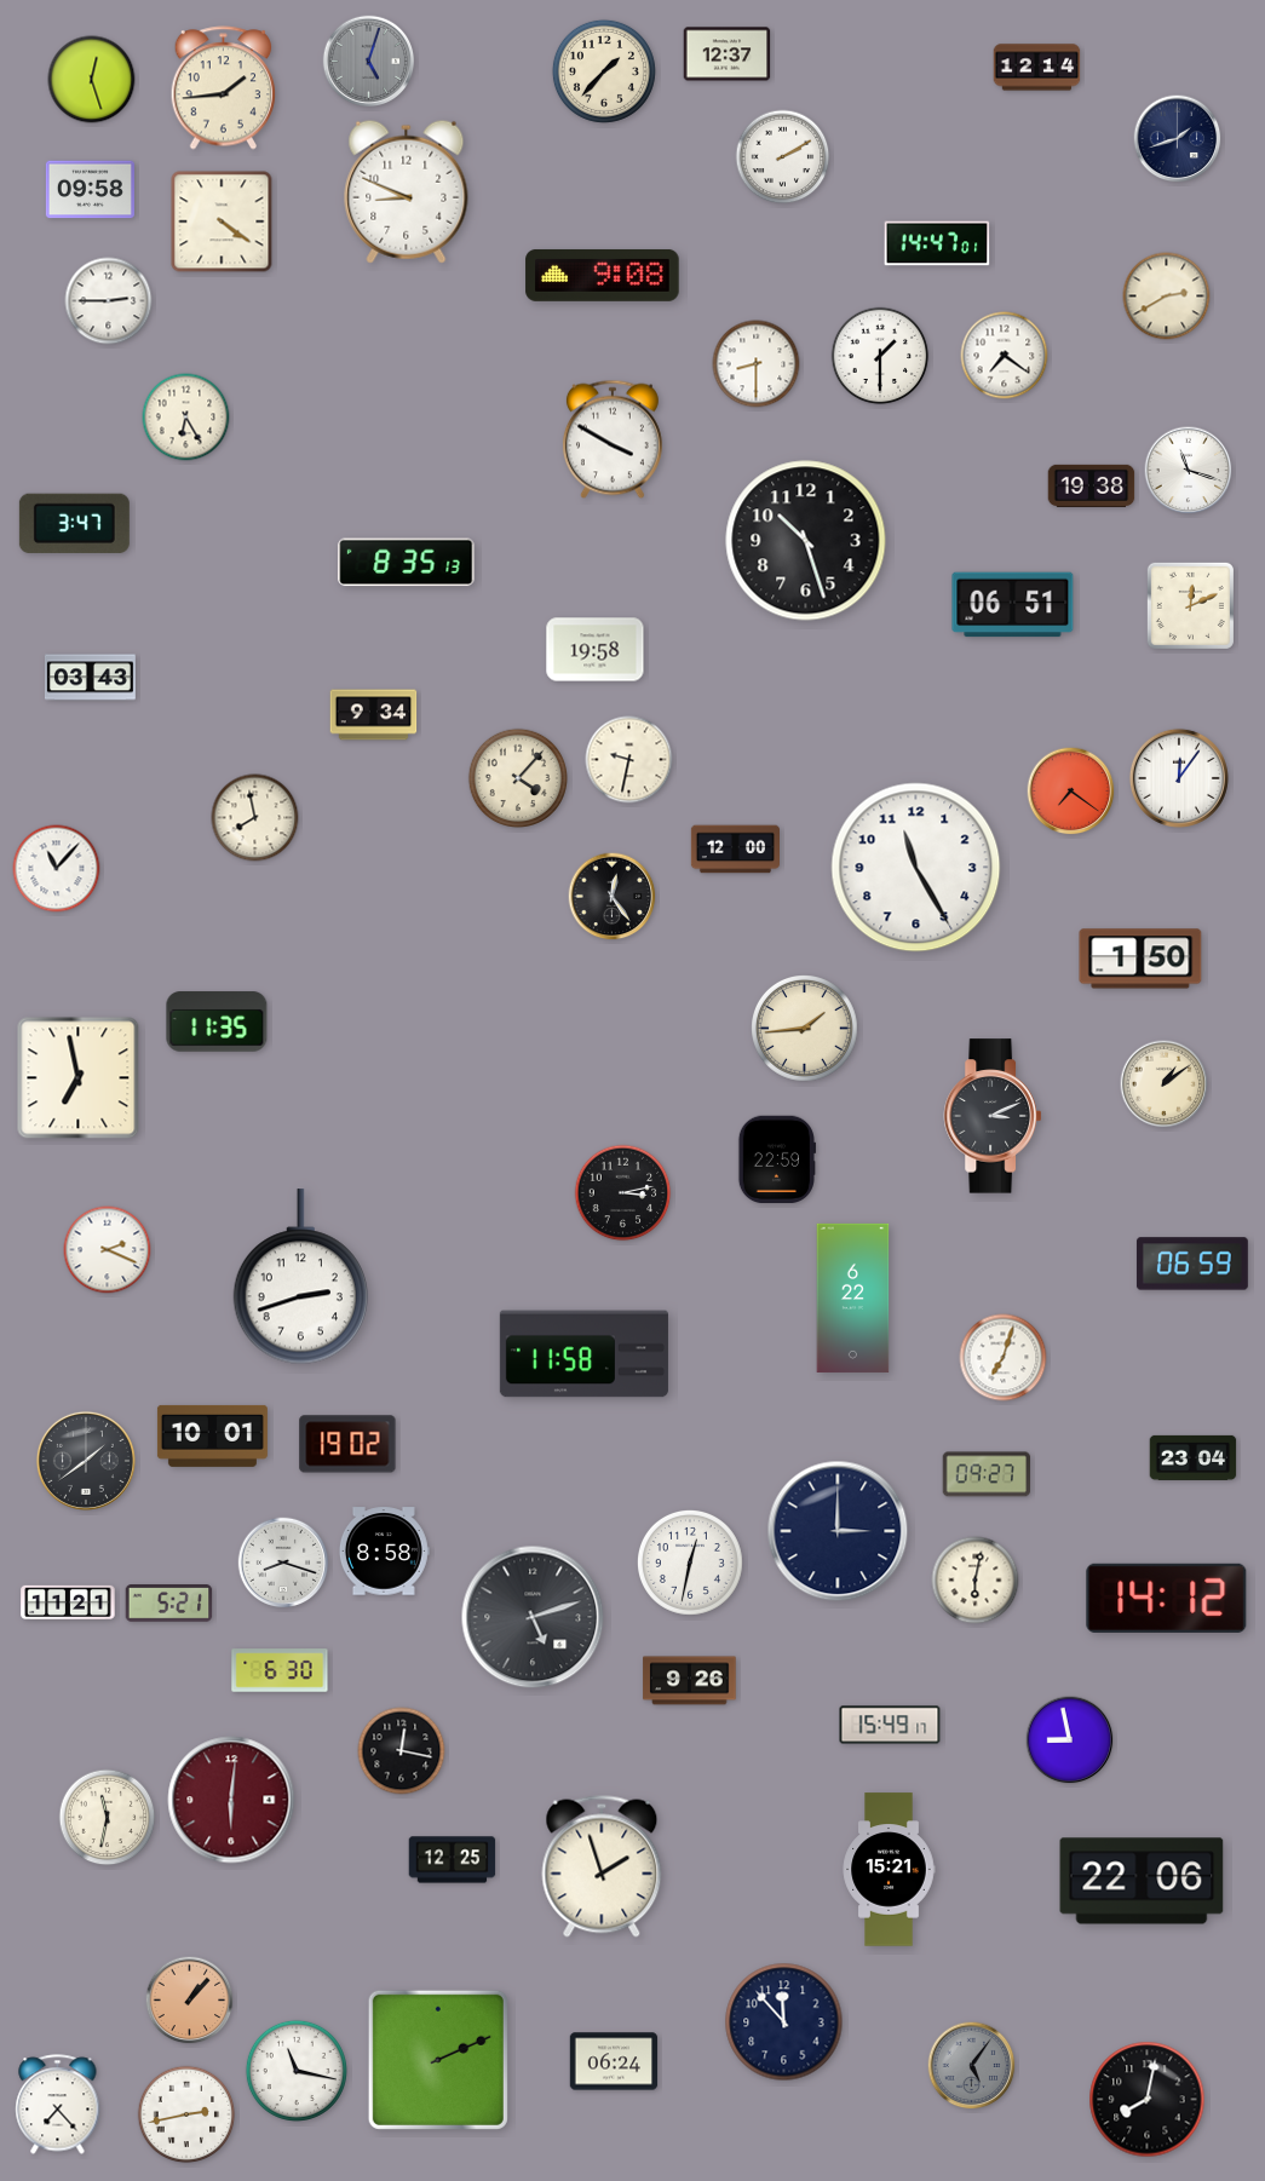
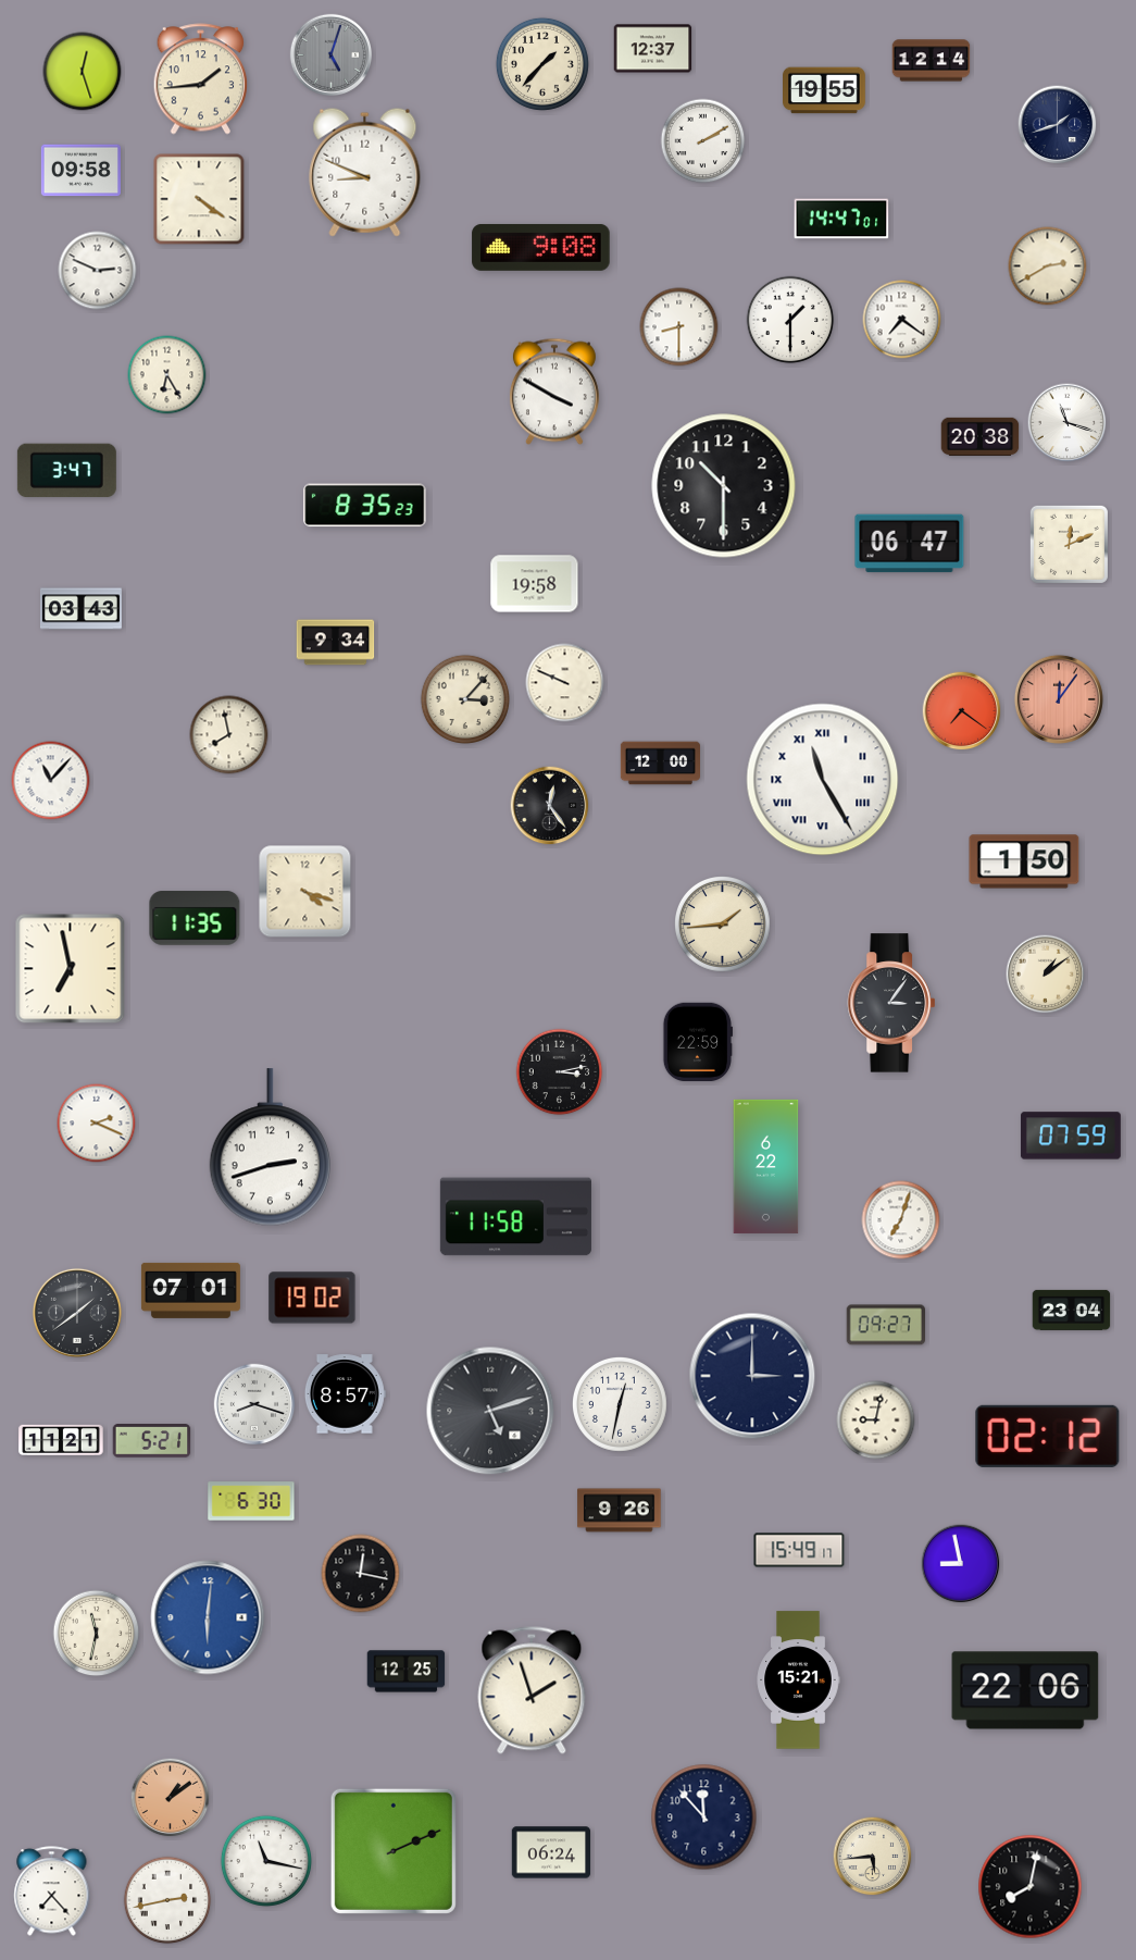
clock at (825, 90): none -> 19:55
clock at (109, 301): 2:45 -> 2:49
clock at (613, 439) position: (613, 439) -> (554, 392)
clock at (1092, 485): 19:38 -> 20:38
clock at (806, 541): 10:27 -> 10:30
clock at (407, 563): 8:35:13 -> 8:35:23
clock at (1013, 605): 06:51 -> 06:47
clock at (629, 760): 9:32 -> 9:49
clock at (517, 777): 4:07 -> 3:07
clock at (1179, 778) dial: white -> salmon
clock at (916, 868) numerals: Arabic -> Roman
clock at (305, 892): none -> 4:18
clock at (993, 1116): 3:11 -> 3:06
clock at (1192, 1264): 06:59 -> 07:59
clock at (583, 1354) position: (583, 1354) -> (515, 1217)
clock at (212, 1435): 10:01 -> 07:01
clock at (384, 1552): 8:58 -> 8:57
clock at (976, 1581): 6:02 -> 9:02
clock at (1167, 1598): 14:12 -> 02:12
clock at (533, 1617) position: (533, 1617) -> (490, 1411)
clock at (231, 1800) dial: burgundy -> blue
clock at (602, 1866) position: (602, 1866) -> (532, 1690)
clock at (190, 2001): 1:07 -> 1:09
clock at (972, 2066): 5:06 -> 5:44
clock at (972, 2066) dial: grey -> cream
